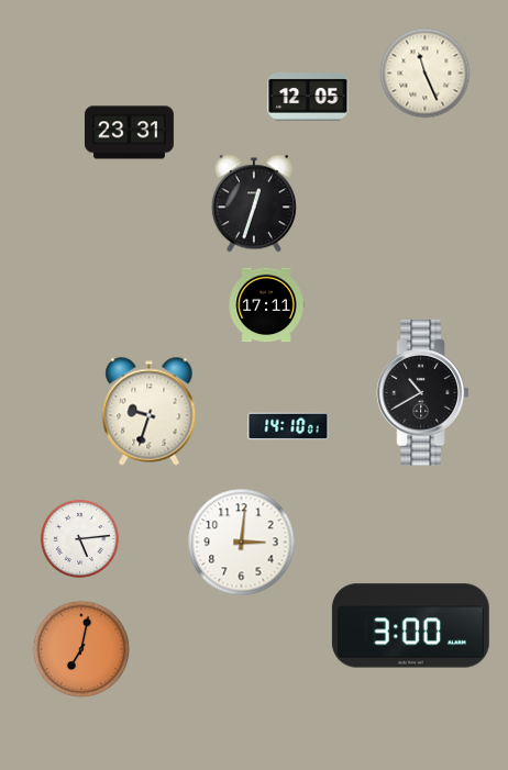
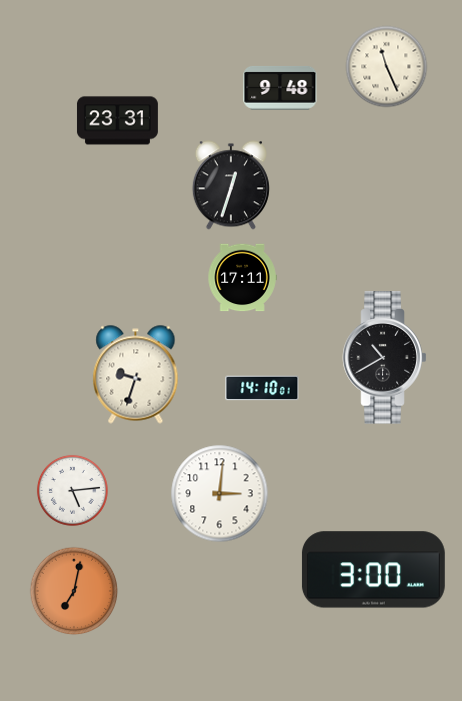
clock at (308, 97): 12:05 -> 9:48
